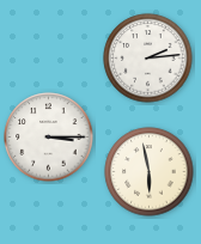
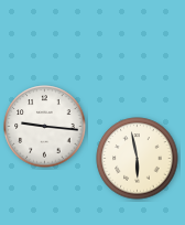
clock at (148, 59): 2:14 -> none
clock at (49, 138): 3:15 -> 9:16
